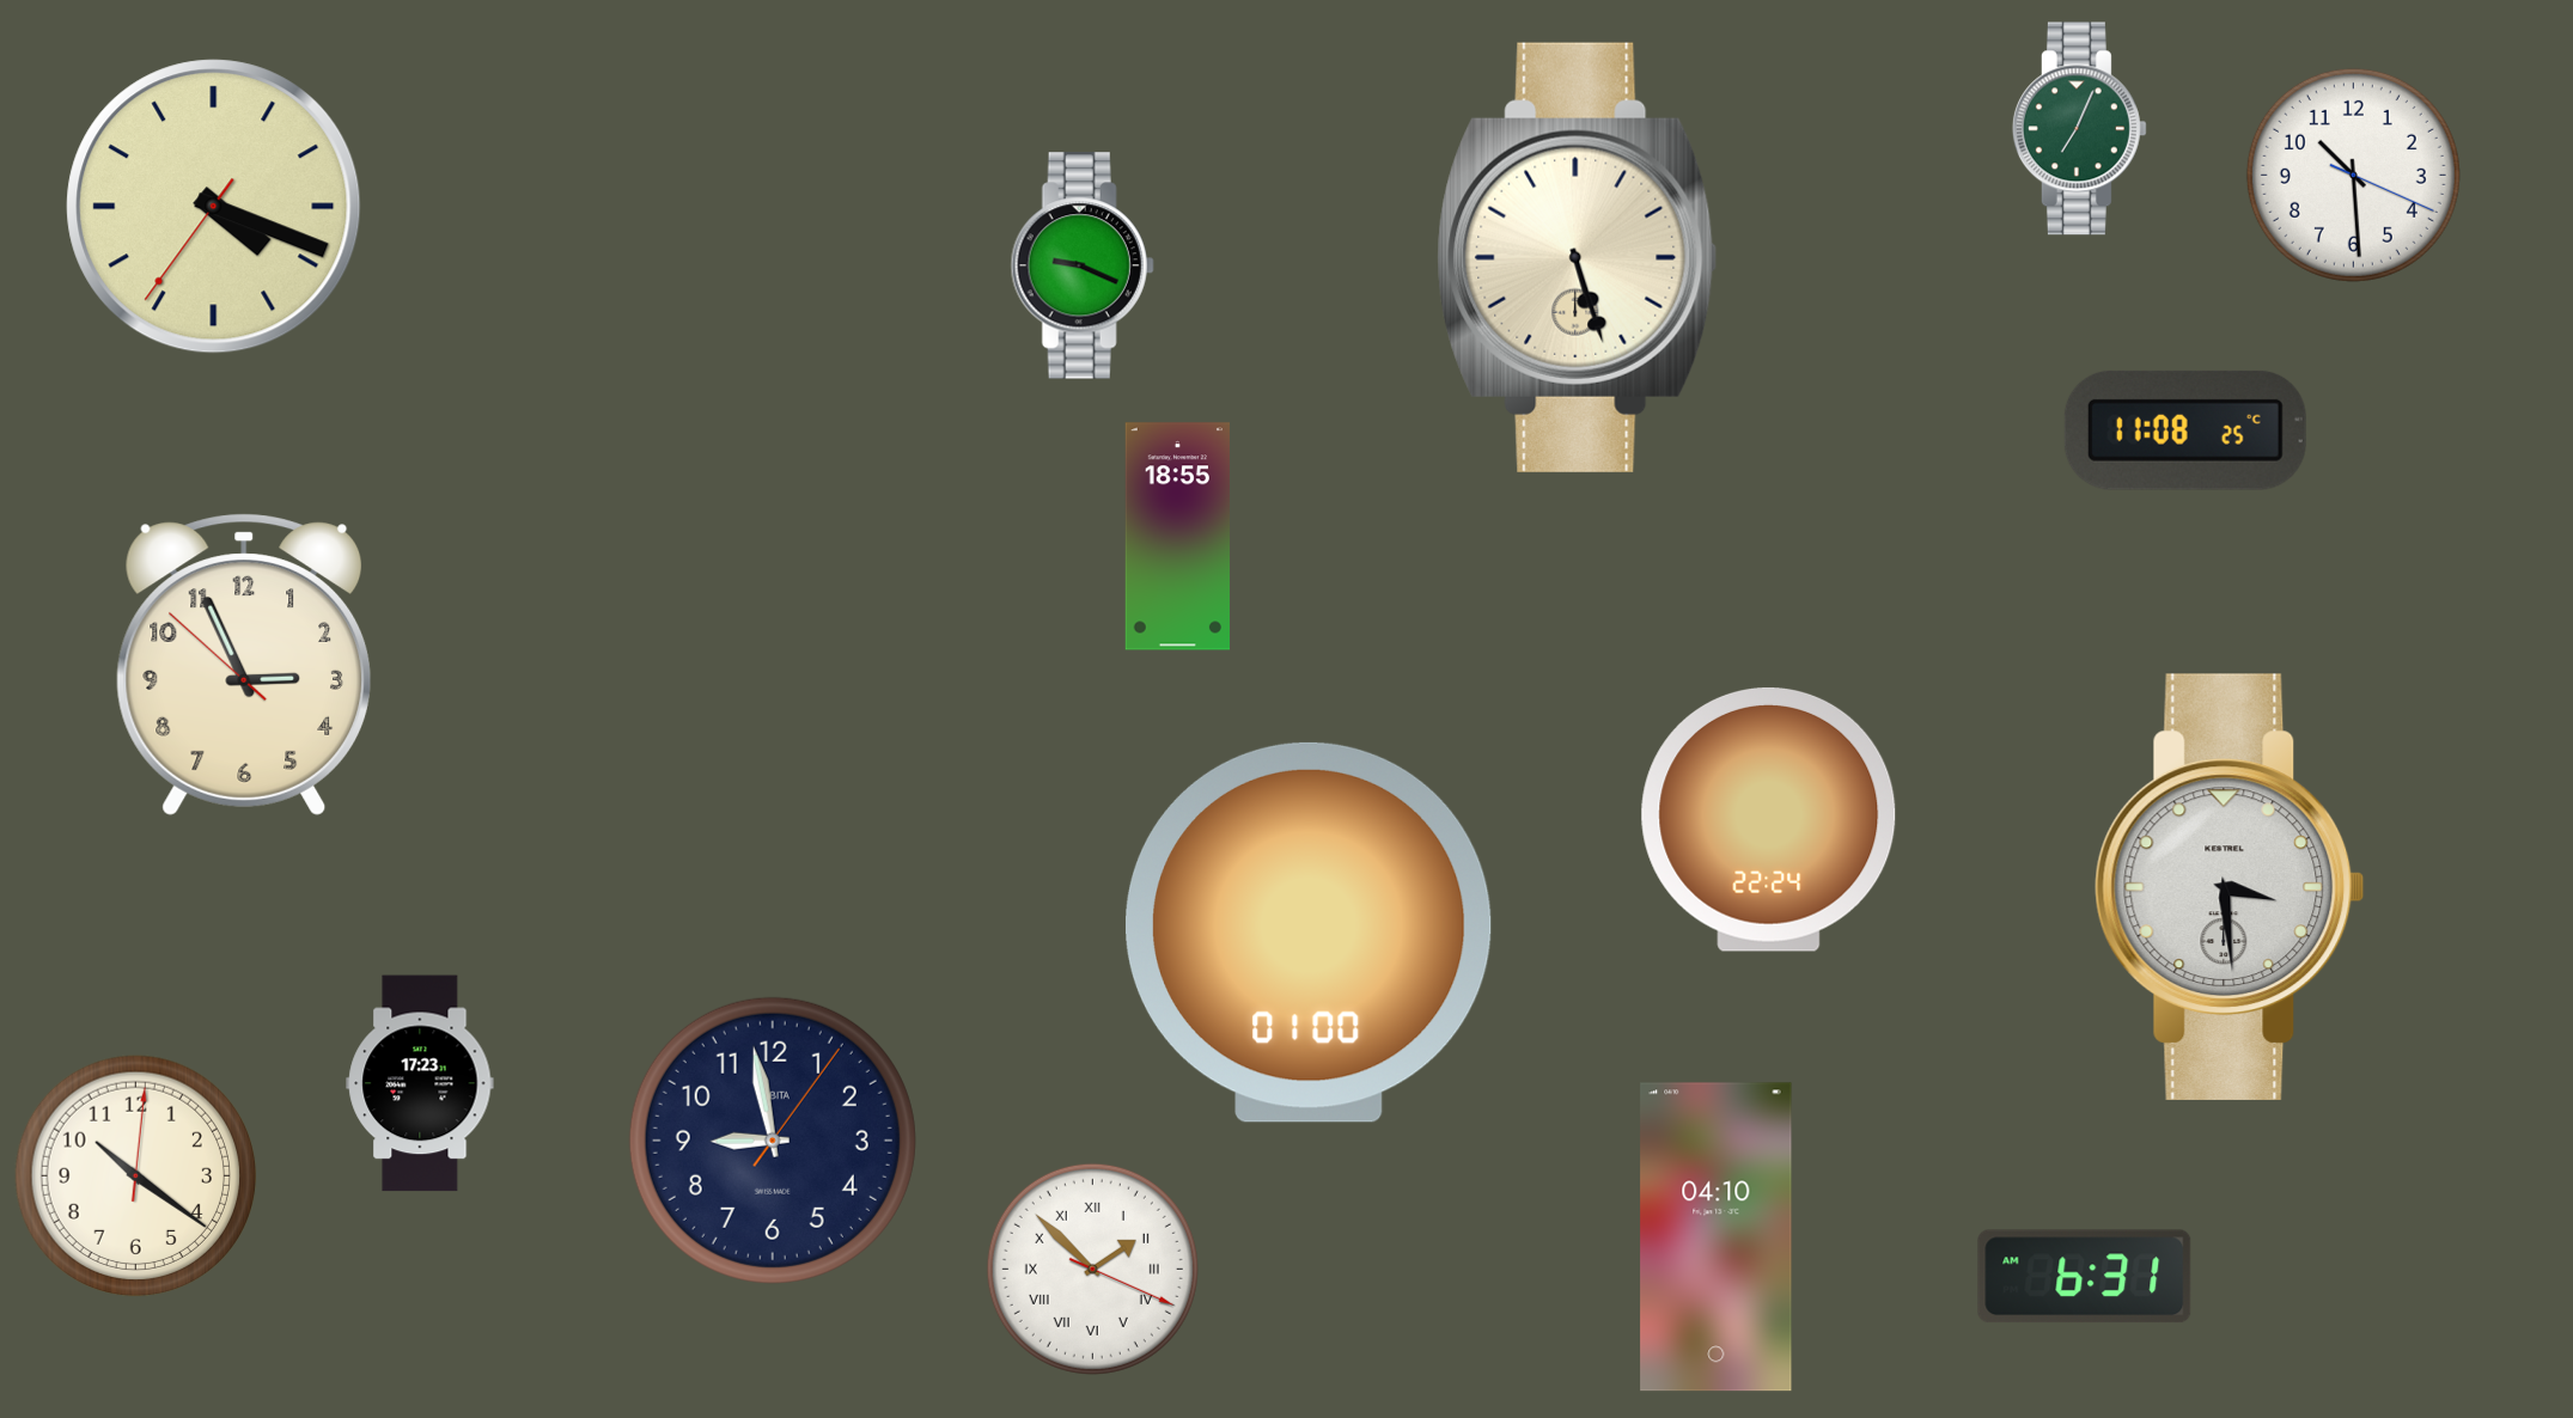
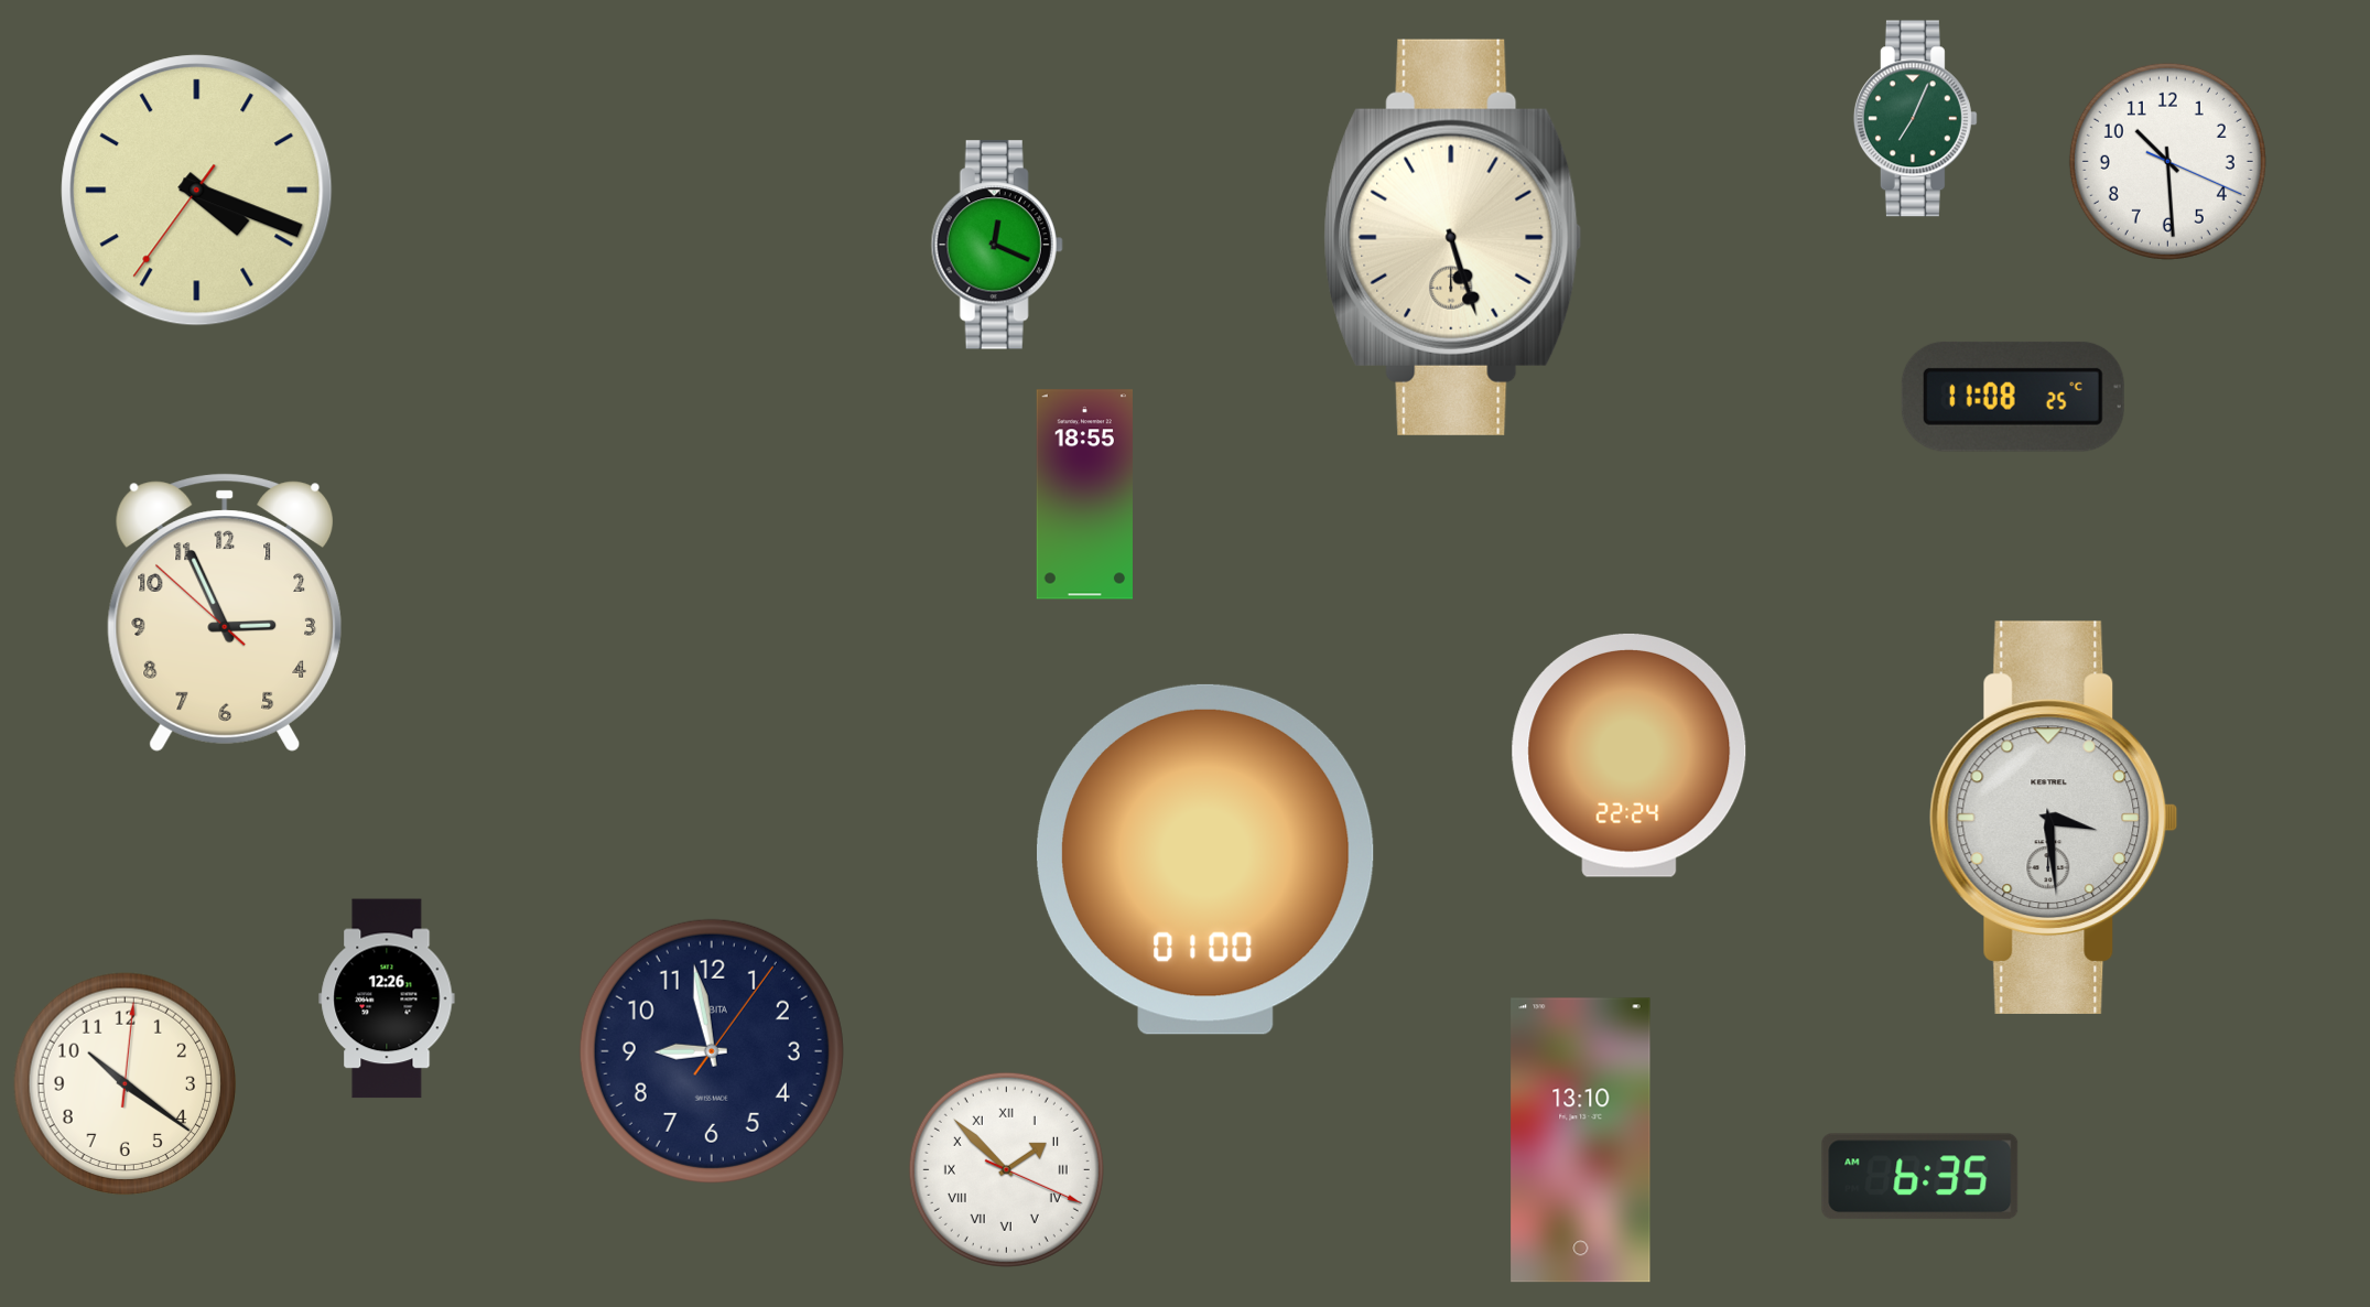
clock at (1083, 265): 9:19 -> 12:19
clock at (420, 1083): 17:23 -> 12:26
clock at (1717, 1237): 04:10 -> 13:10
clock at (2085, 1277): 6:31 -> 6:35
